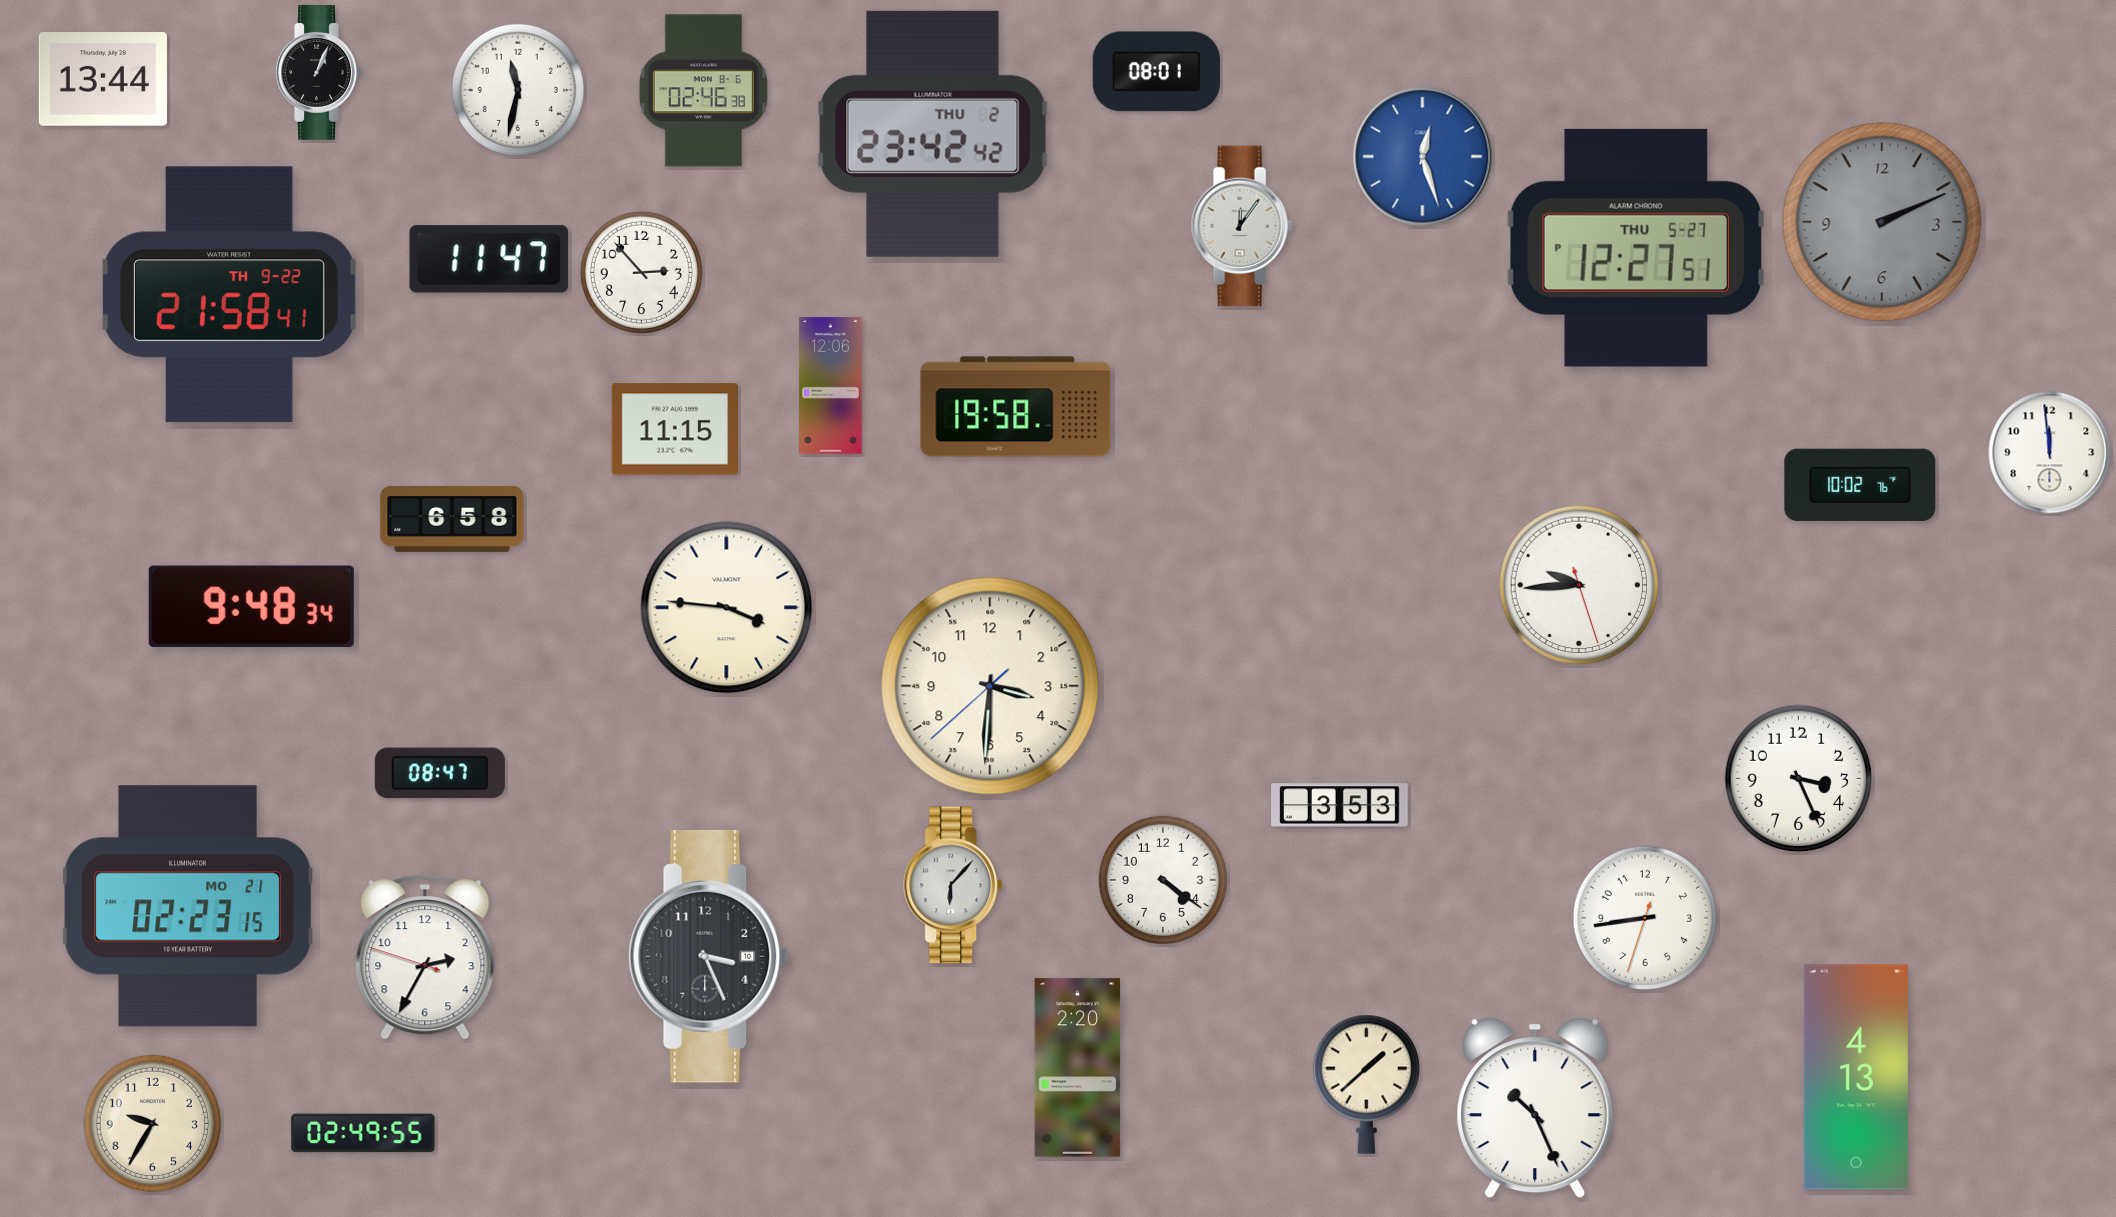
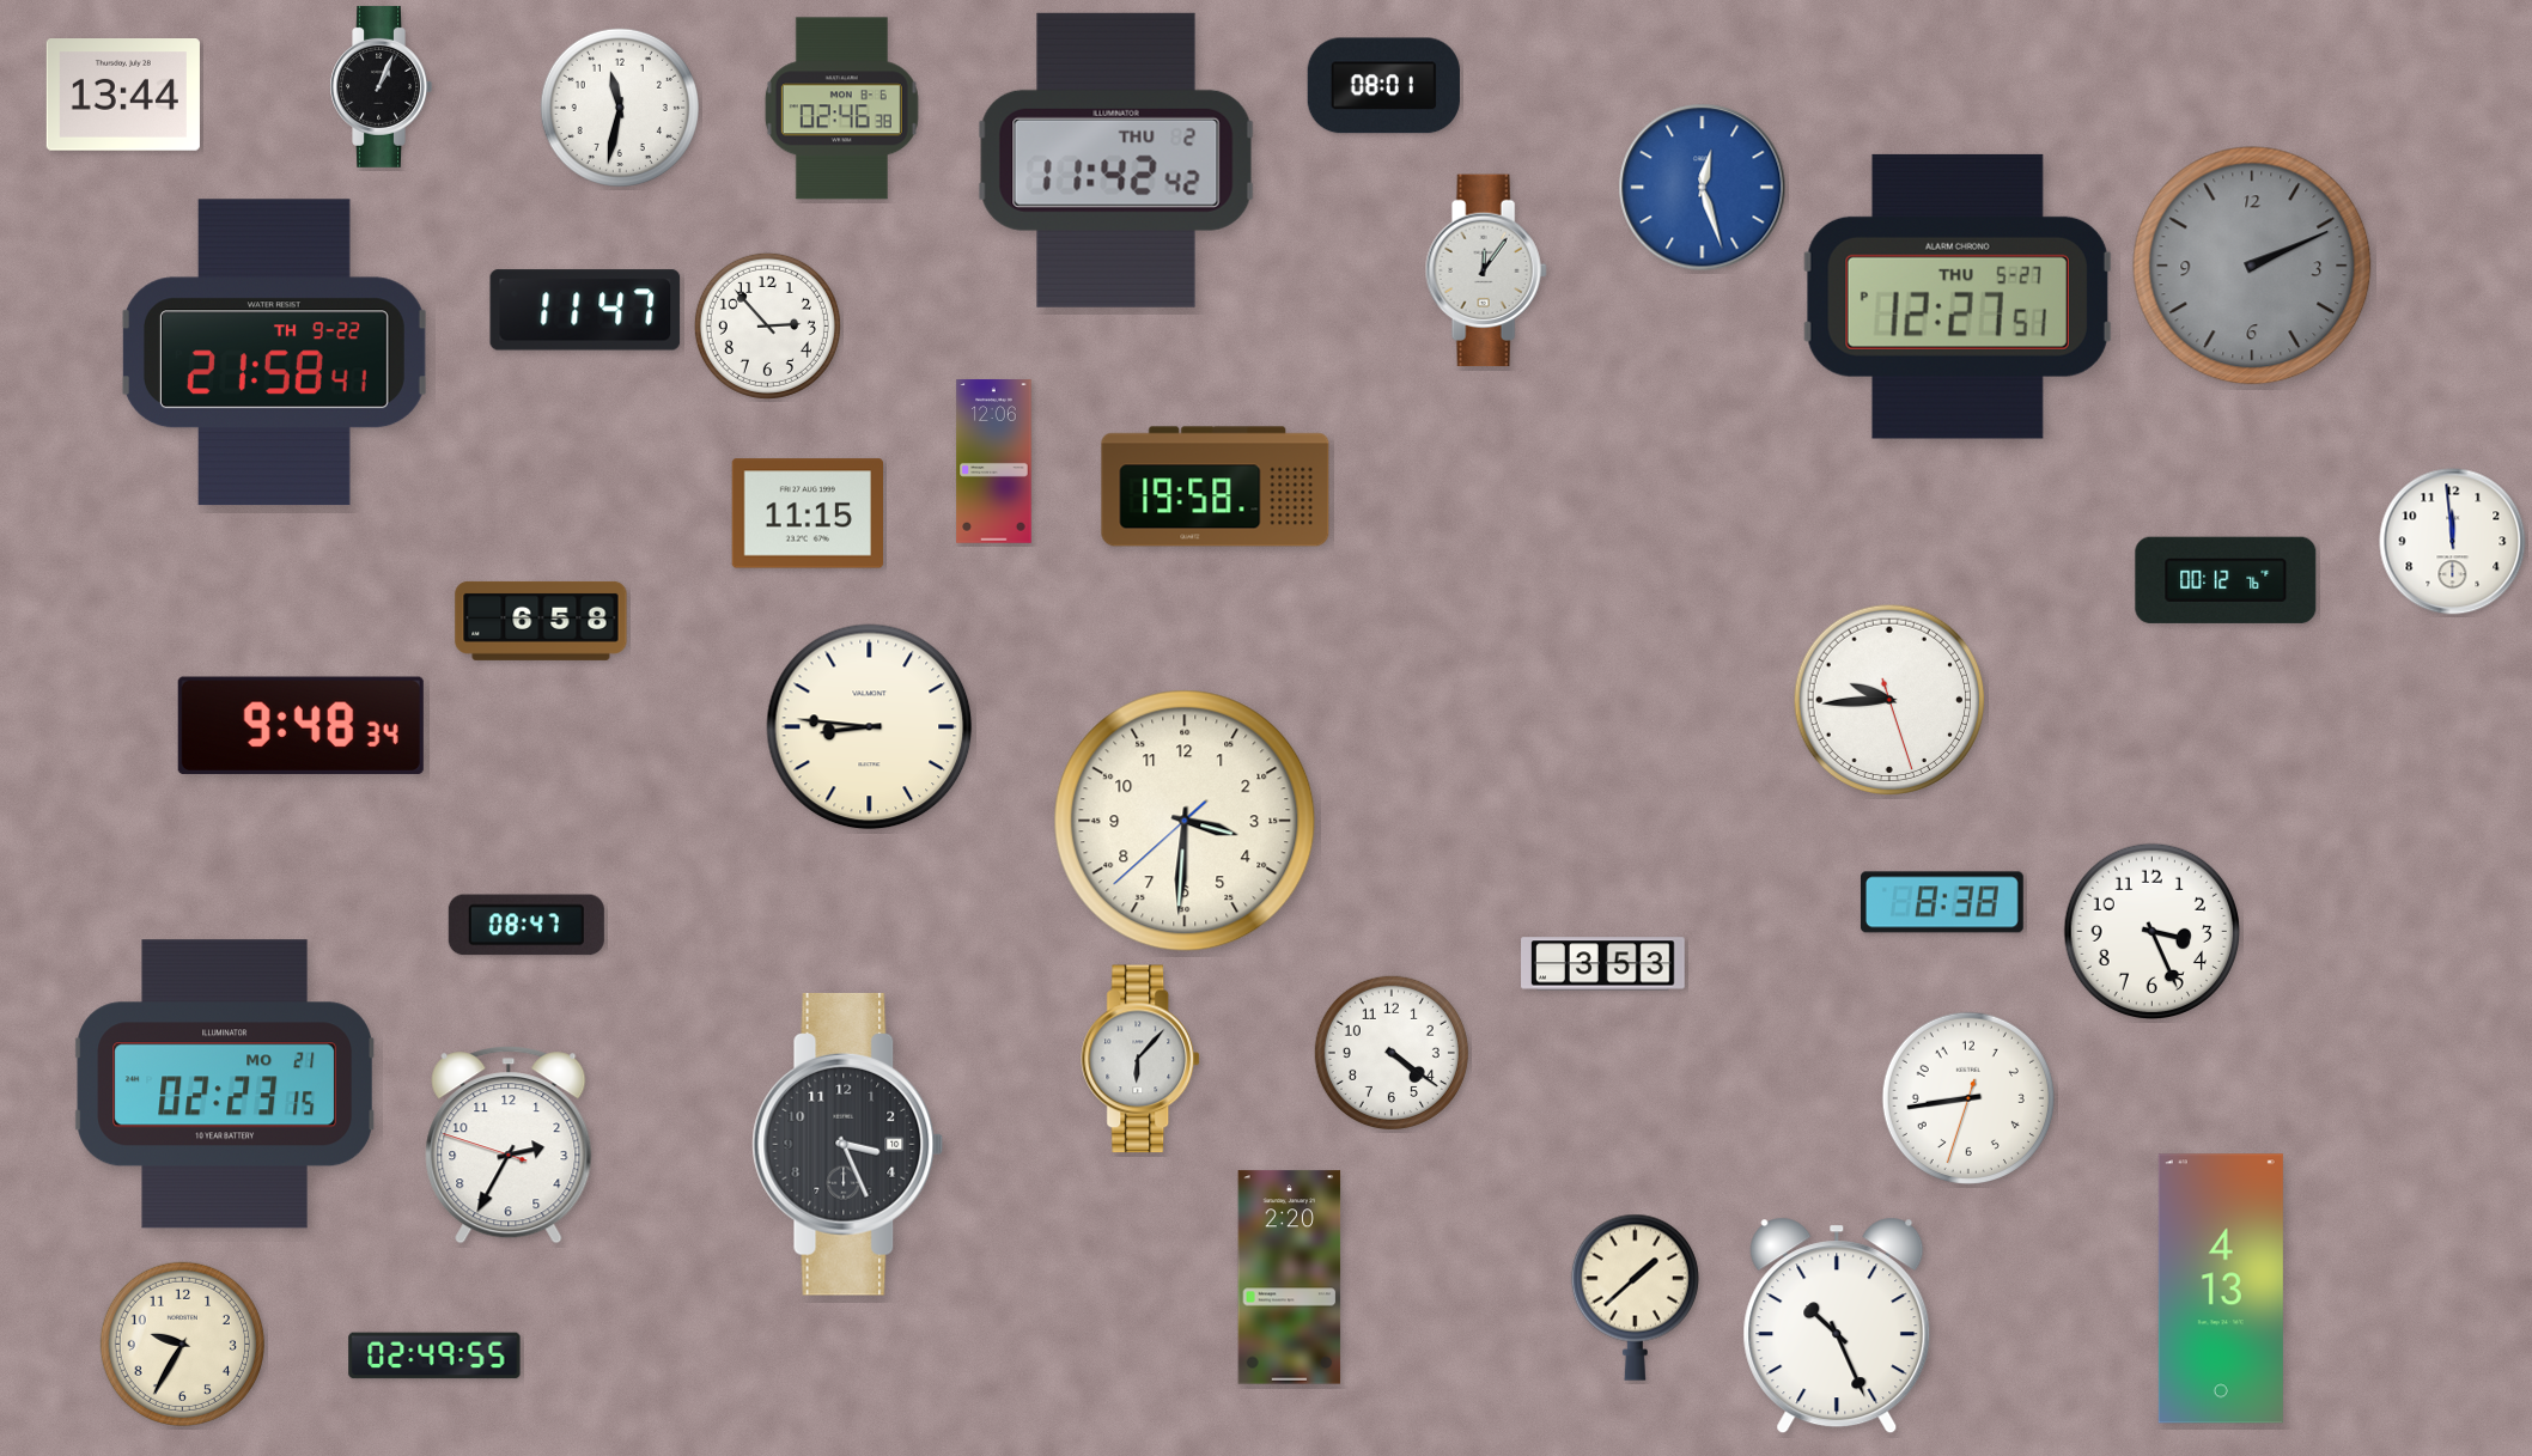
clock at (933, 134): 23:42 -> 11:42
clock at (1860, 485): 10:02 -> 00:12
clock at (727, 608): 3:46 -> 8:46
clock at (1942, 902): none -> 8:38
